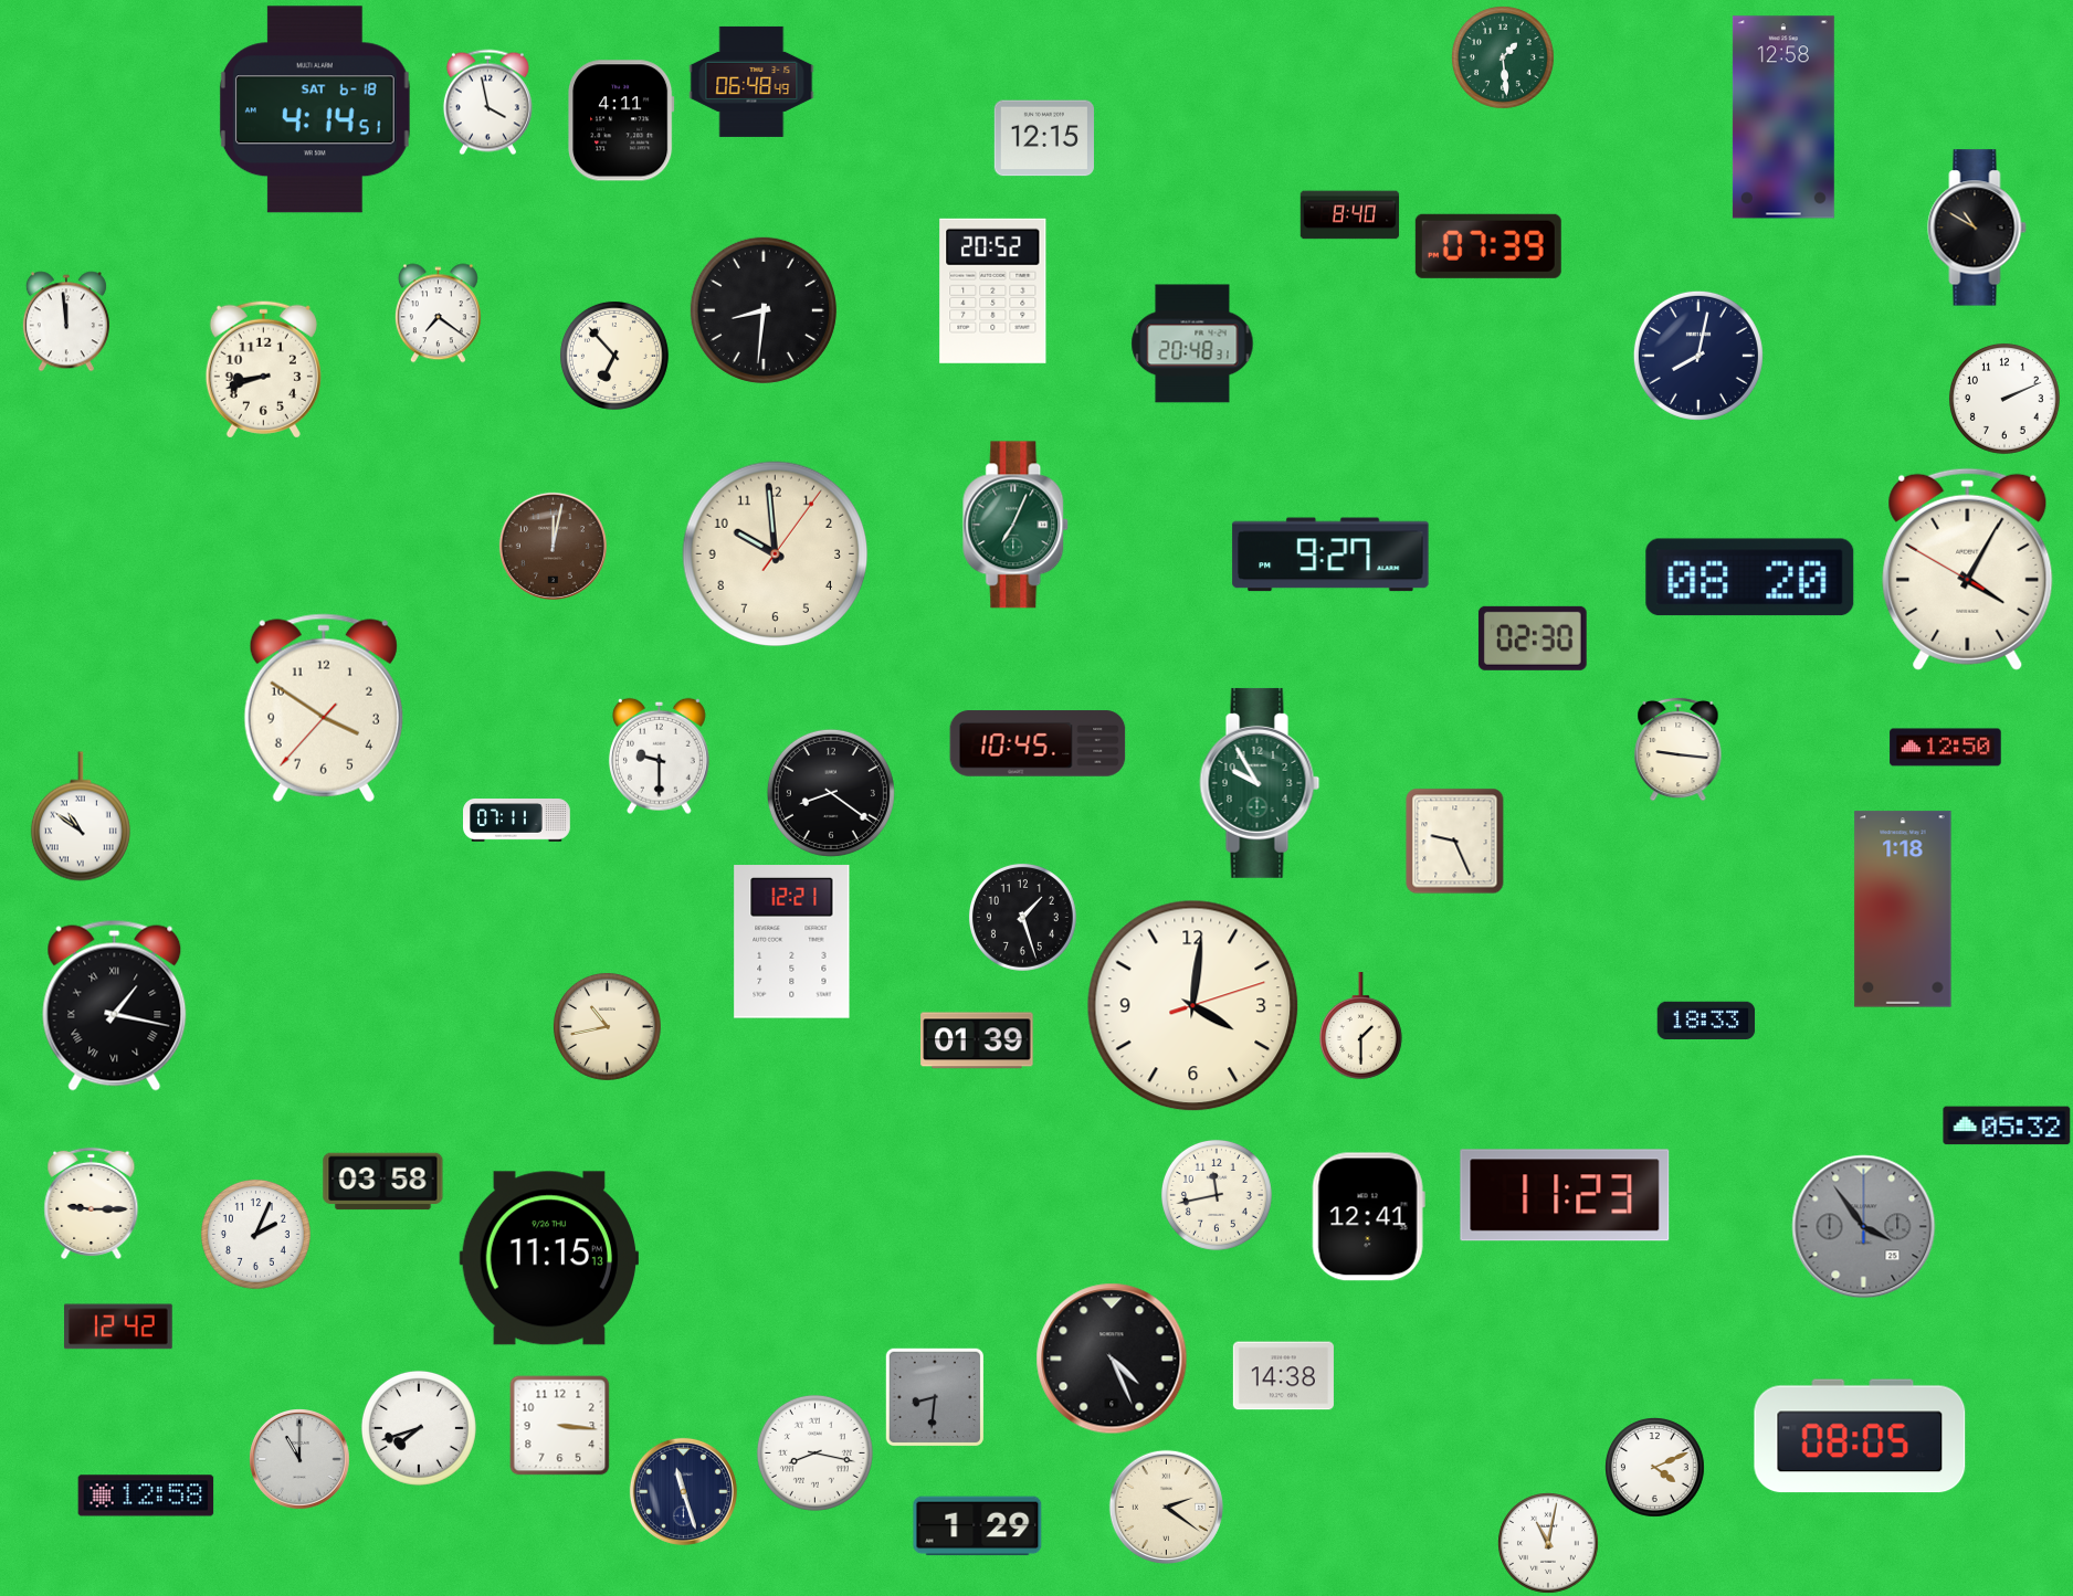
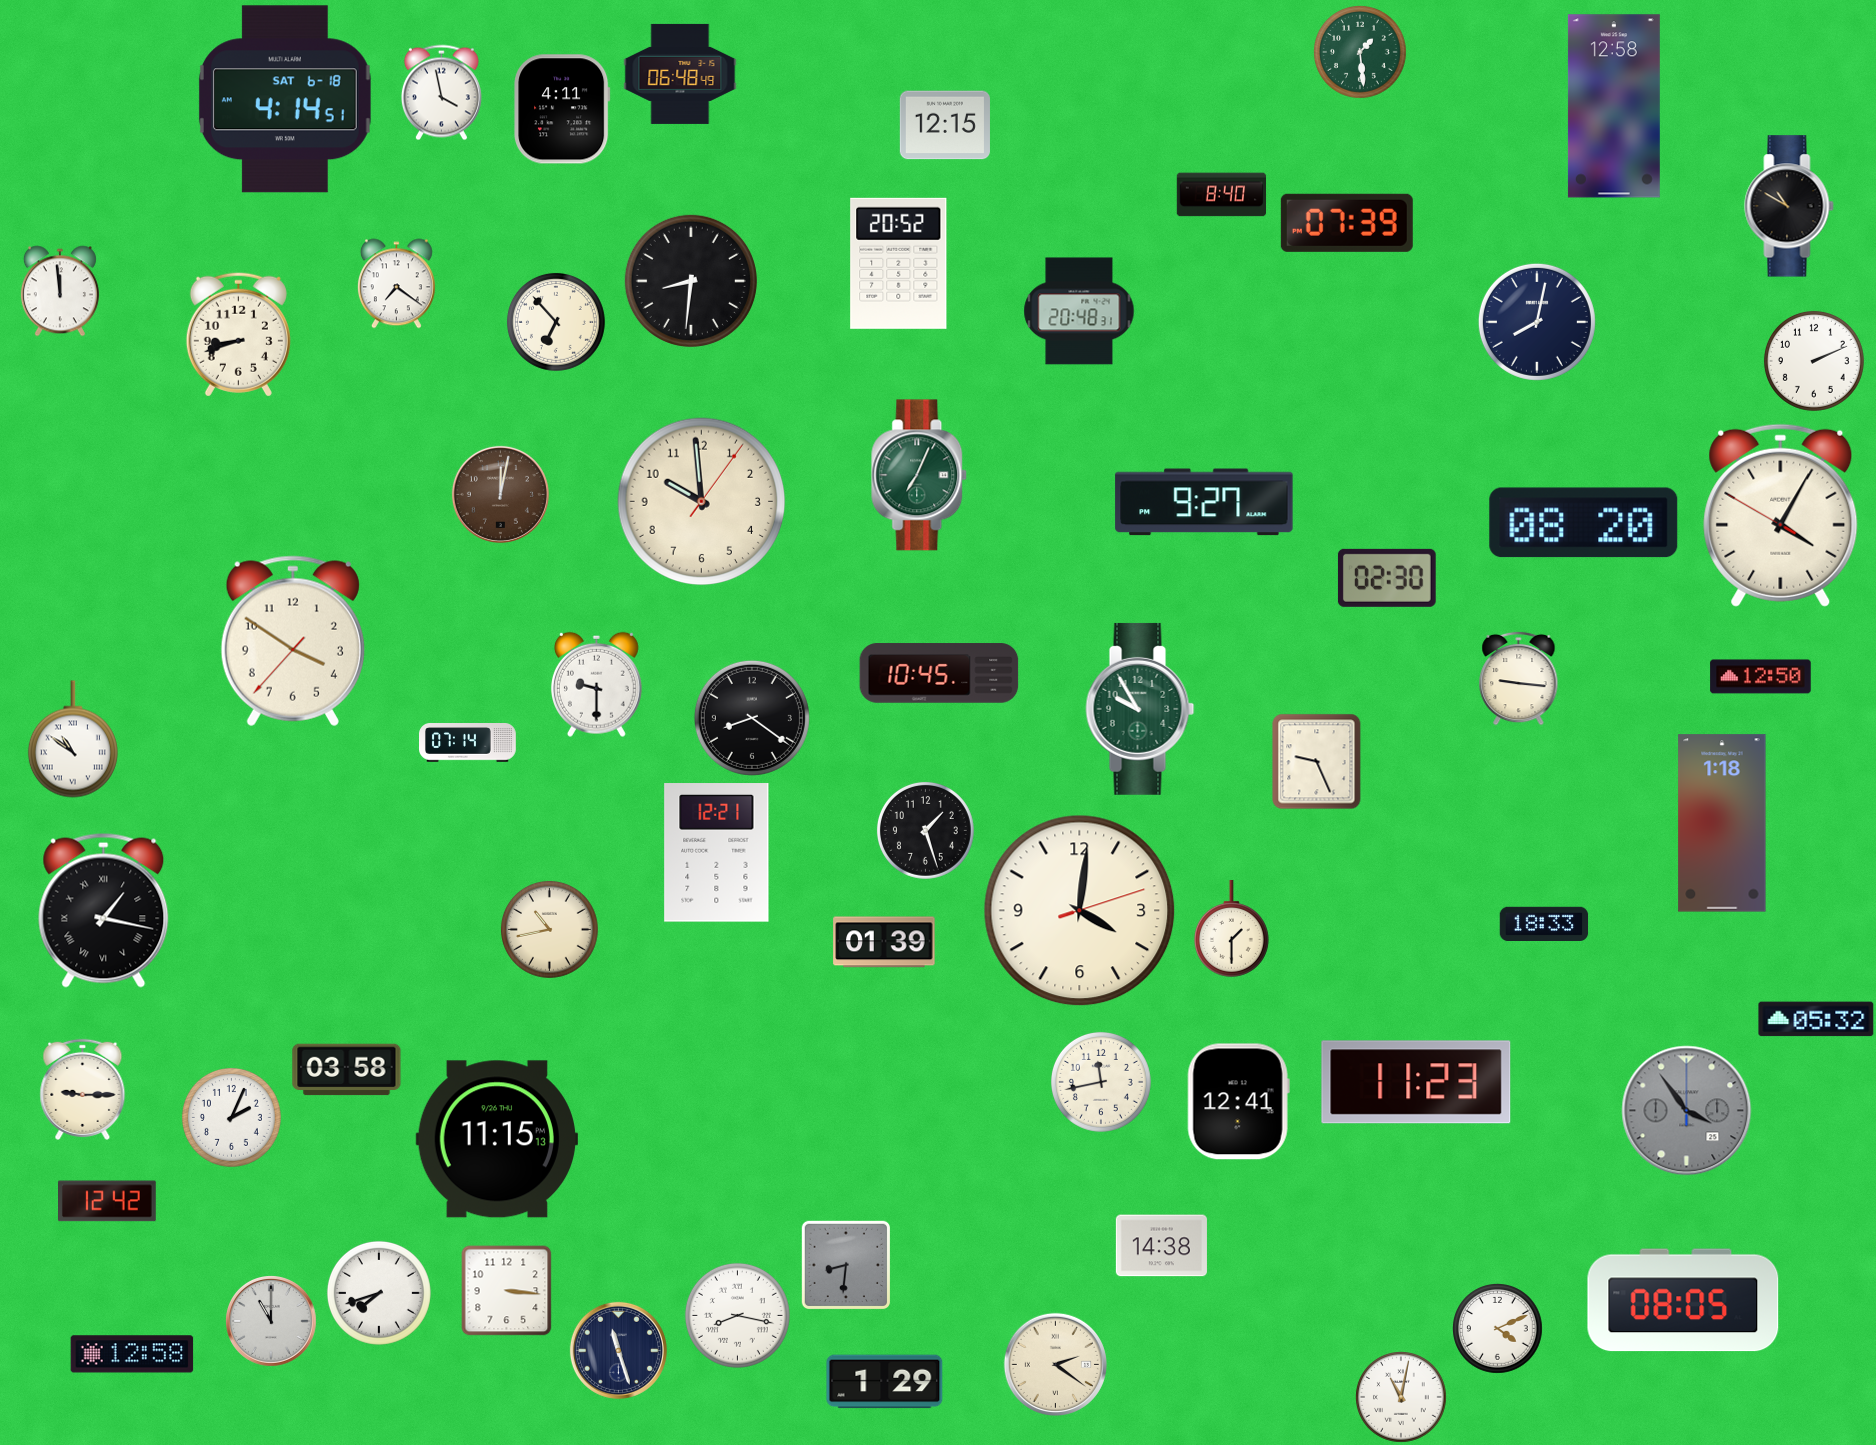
clock at (517, 821): 07:11 -> 07:14
clock at (1112, 1359): 4:26 -> none
